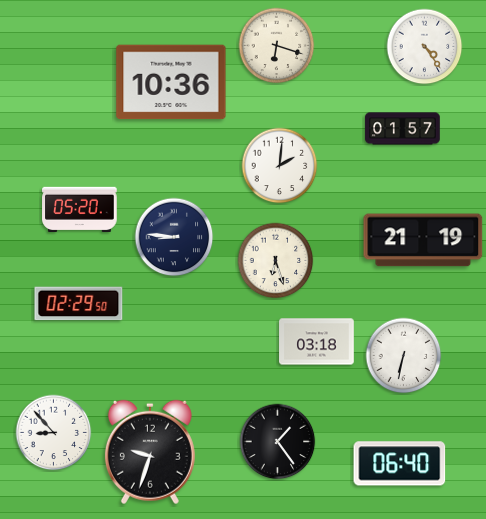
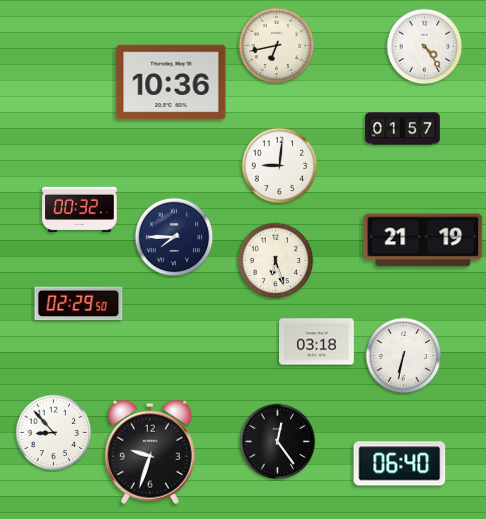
clock at (277, 46): 6:18 -> 6:43
clock at (280, 166): 2:01 -> 9:01
clock at (80, 209): 05:20 -> 00:32
clock at (174, 237): 8:46 -> 7:45
clock at (278, 442): 1:24 -> 12:24
